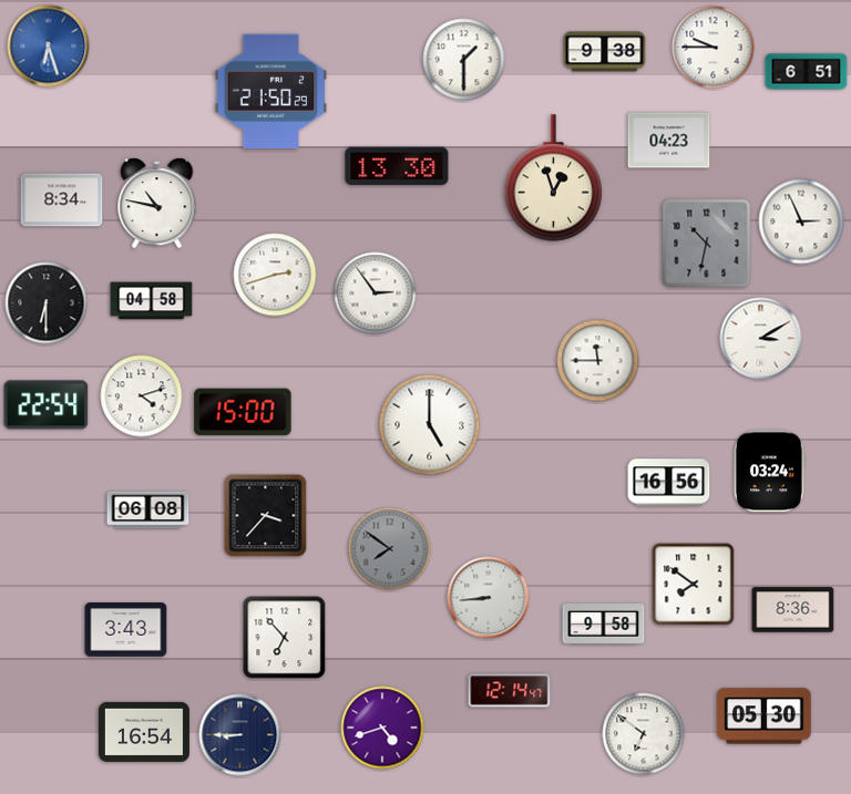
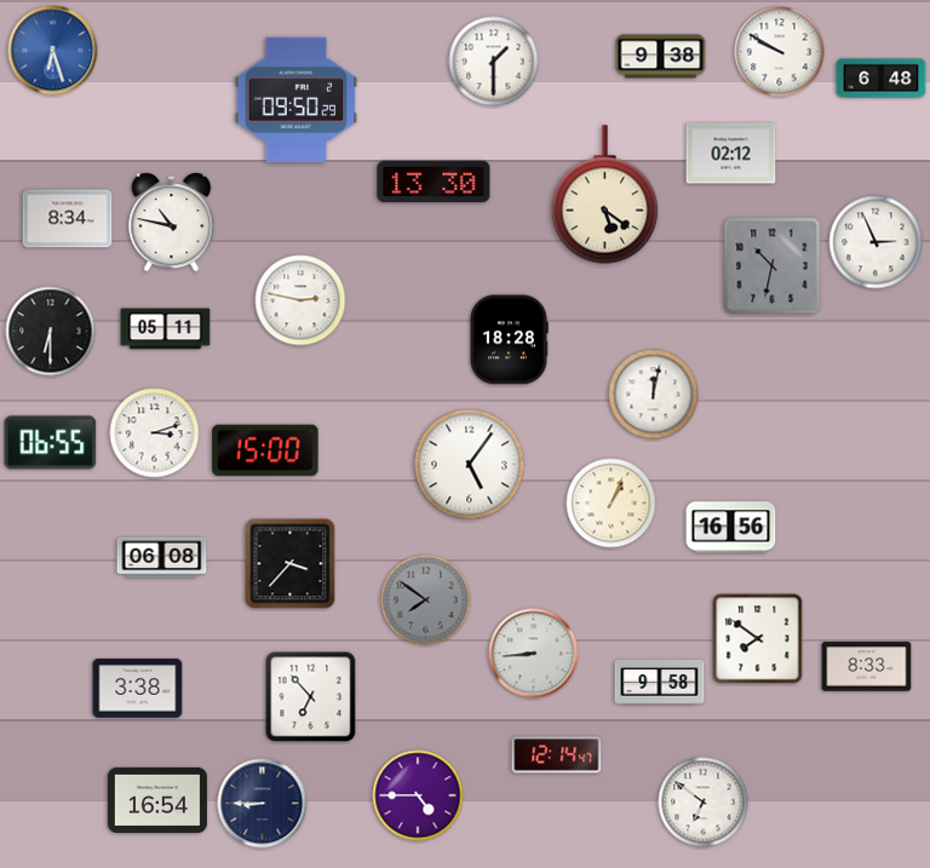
clock at (714, 48): 9:45 -> 9:50
clock at (464, 60) position: (464, 60) -> (494, 62)
clock at (807, 72): 6:51 -> 6:48
clock at (271, 91): 21:50 -> 09:50
clock at (669, 141): 04:23 -> 02:12
clock at (553, 178): 12:57 -> 5:21
clock at (275, 275): 2:42 -> 2:47
clock at (376, 293): 2:54 -> none
clock at (152, 301): 04:58 -> 05:11
clock at (509, 340): none -> 18:28
clock at (761, 339): 3:10 -> none
clock at (598, 361): 11:45 -> 12:02
clock at (142, 396): 4:12 -> 3:12
clock at (47, 405): 22:54 -> 06:55
clock at (430, 425): 5:00 -> 5:06
clock at (612, 504): none -> 1:04
clock at (769, 472): 03:24 -> none
clock at (793, 610): 8:36 -> 8:33
clock at (126, 630): 3:43 -> 3:38
clock at (765, 716): 05:30 -> none
clock at (382, 728): 4:42 -> 4:45
